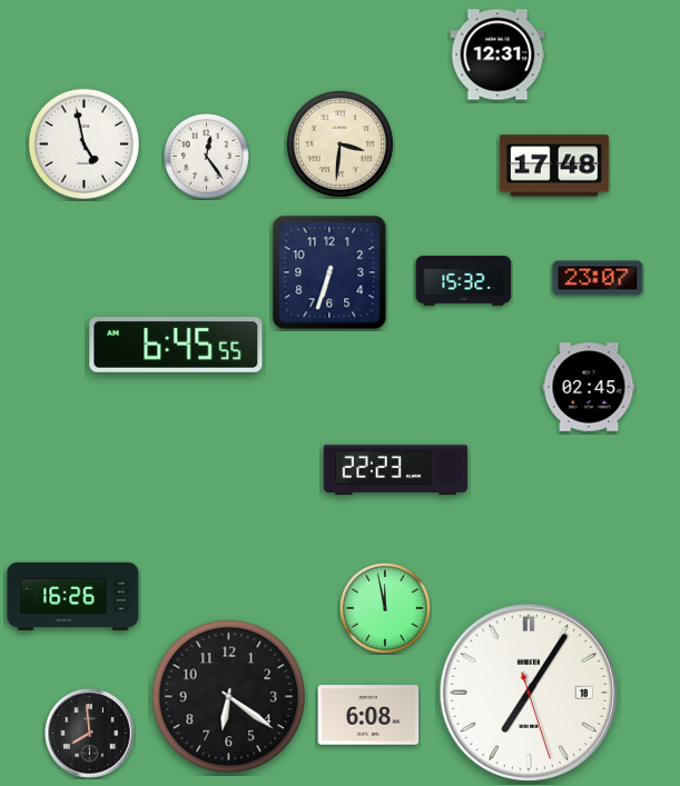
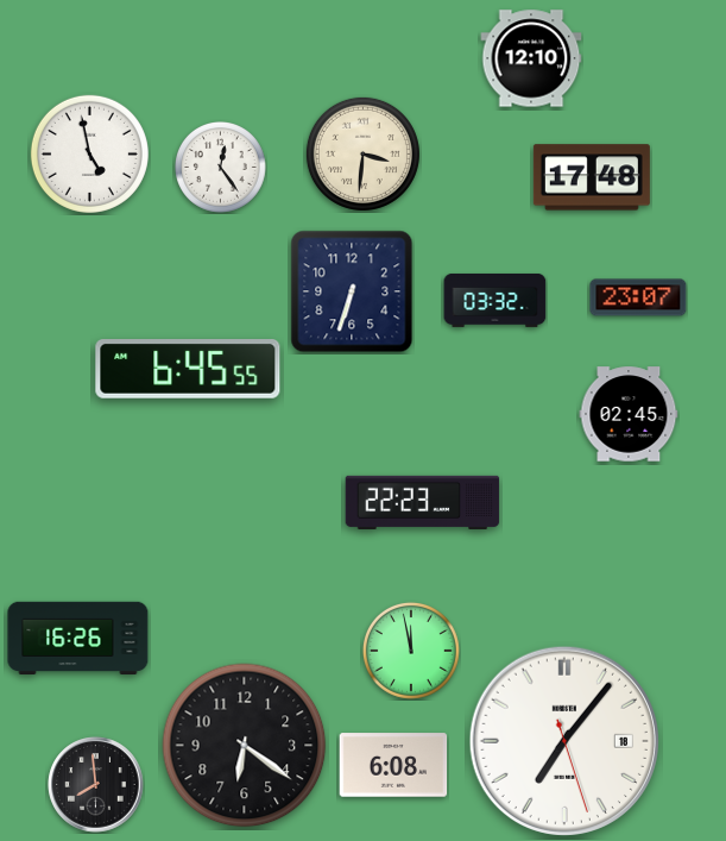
clock at (497, 54): 12:31 -> 12:10
clock at (464, 280): 15:32 -> 03:32
clock at (529, 692): 7:05 -> 7:06
